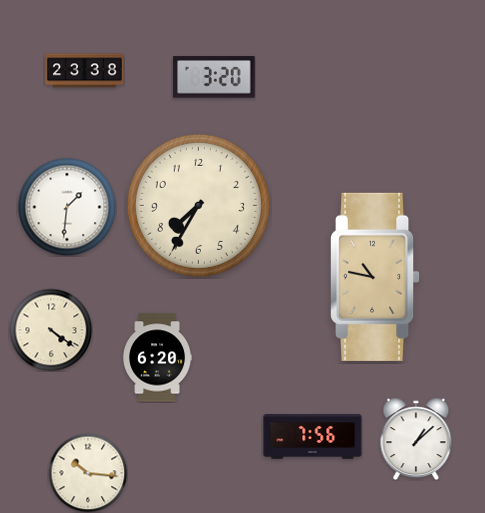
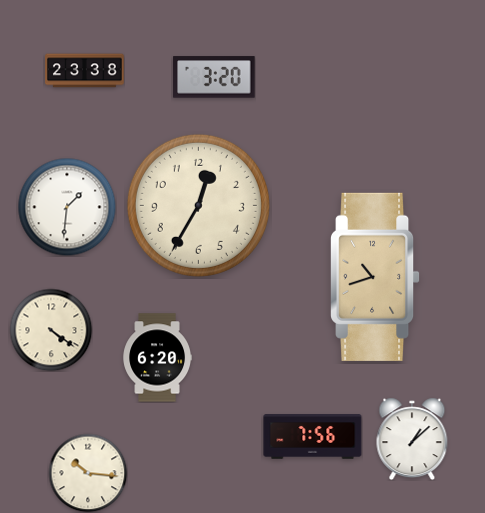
clock at (198, 205): 7:35 -> 12:35
clock at (376, 277): 10:47 -> 10:42
clock at (416, 439) position: (416, 439) -> (412, 439)
